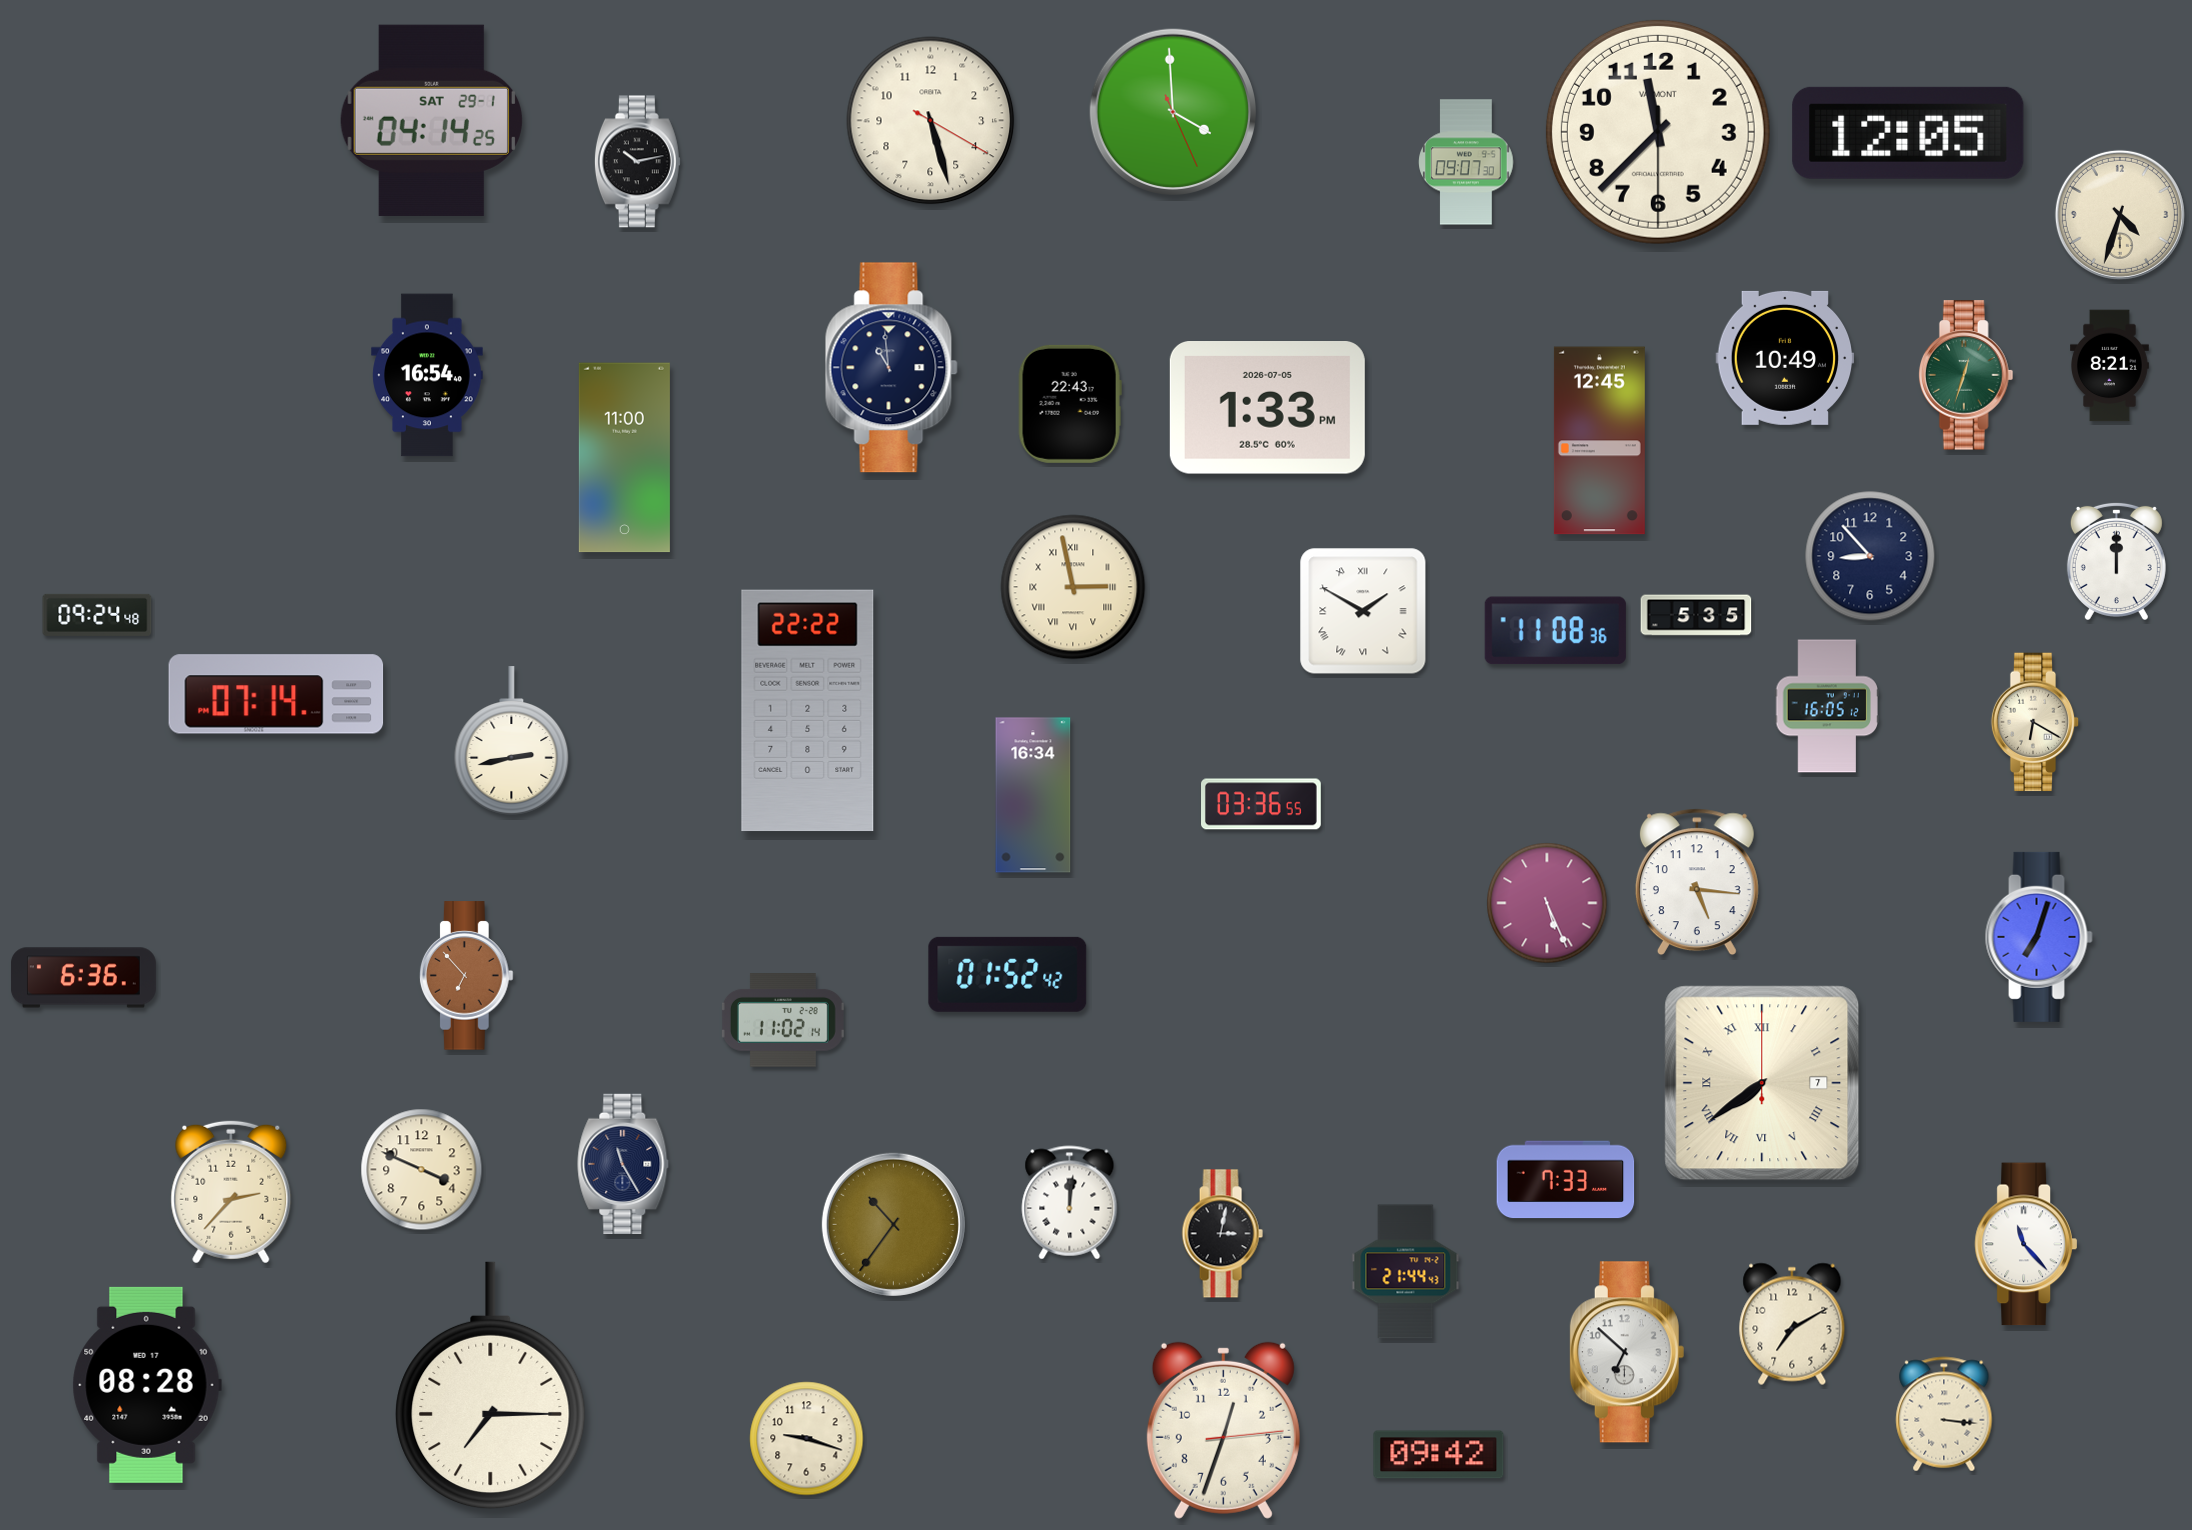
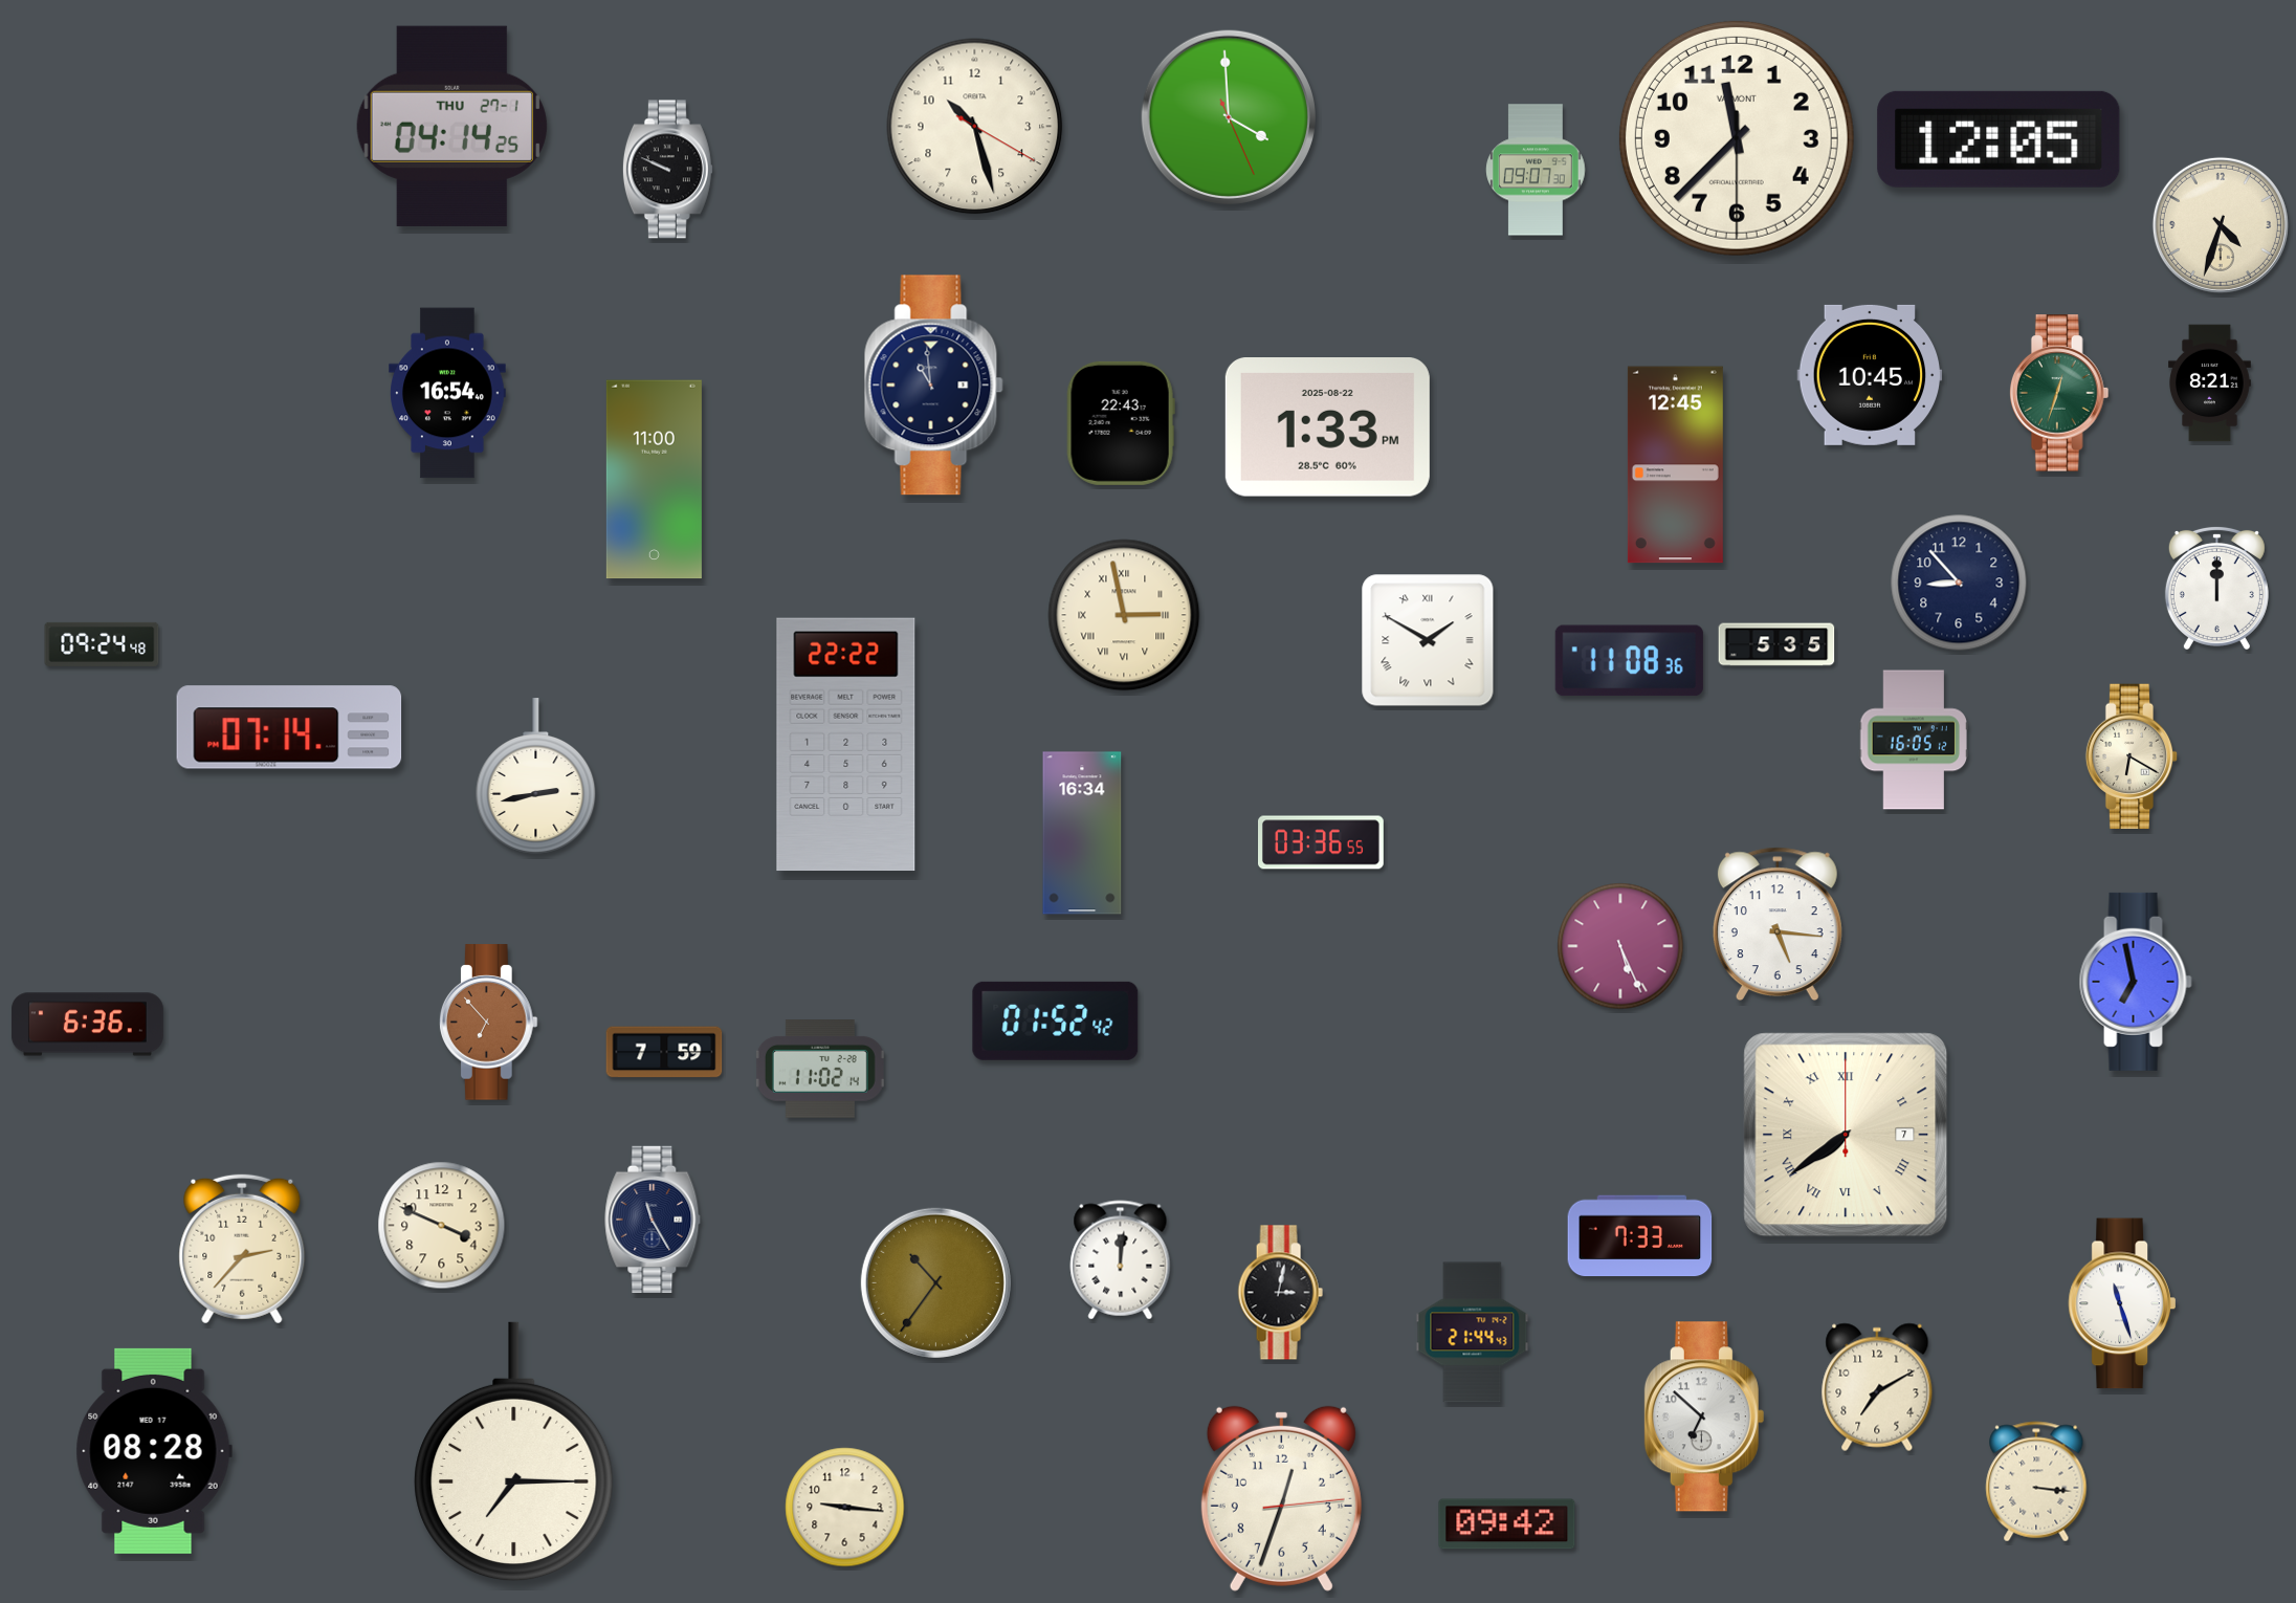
clock at (431, 120) date: SAT 29-1 -> THU 27-1
clock at (931, 121): 5:27 -> 10:27
clock at (637, 162): 10:13 -> 9:49
clock at (1785, 358): 10:49 -> 10:45
clock at (1267, 408) date: 2026-07-05 -> 2025-08-22
clock at (1599, 441) position: (1599, 441) -> (1675, 465)
clock at (2039, 937): 7:03 -> 6:58
clock at (664, 1052): none -> 7:59
clock at (2026, 1244): 11:23 -> 11:27
clock at (807, 1439): 9:18 -> 9:16
